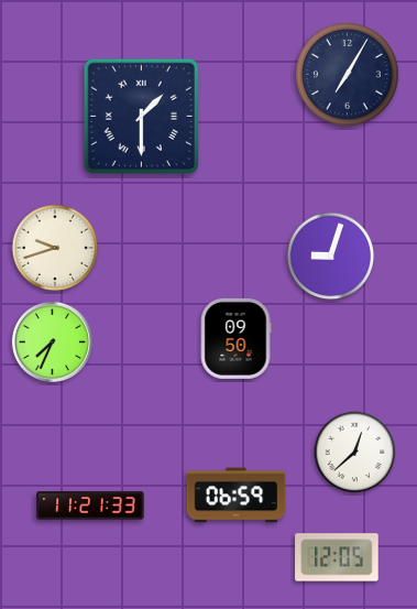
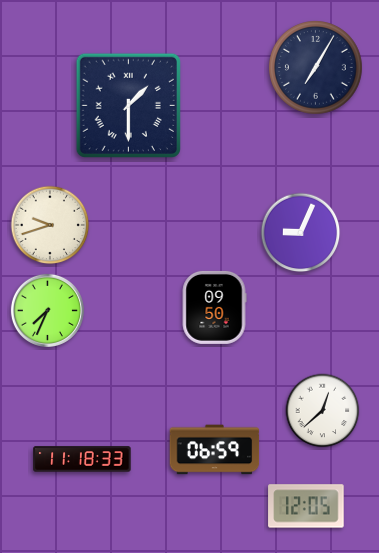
clock at (331, 257): 9:03 -> 9:04
clock at (90, 505): 11:21 -> 11:18
